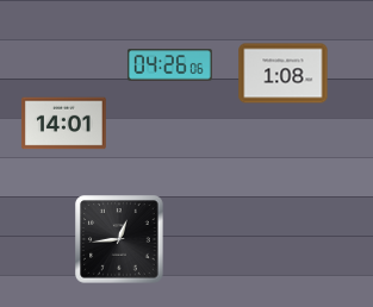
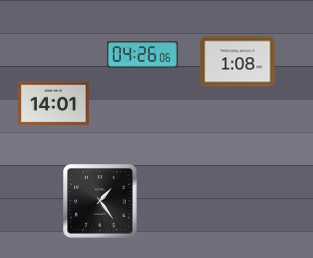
clock at (119, 239): 12:44 -> 1:24
